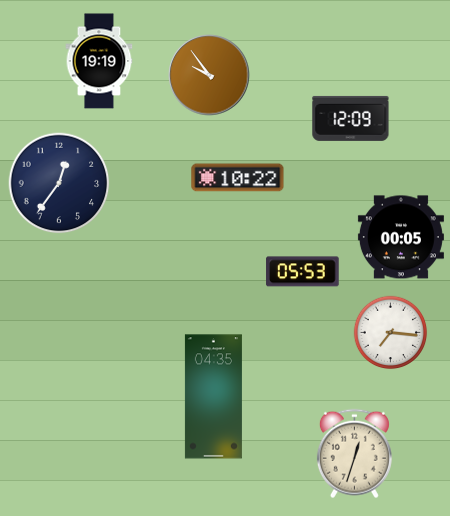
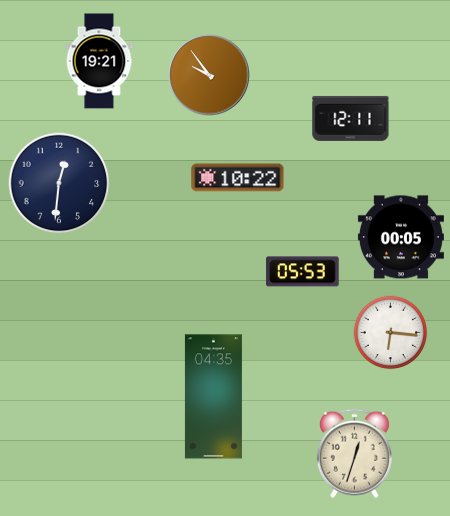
clock at (99, 61): 19:19 -> 19:21
clock at (351, 118): 12:09 -> 12:11
clock at (59, 183): 12:36 -> 12:31
clock at (391, 333): 7:16 -> 6:16
